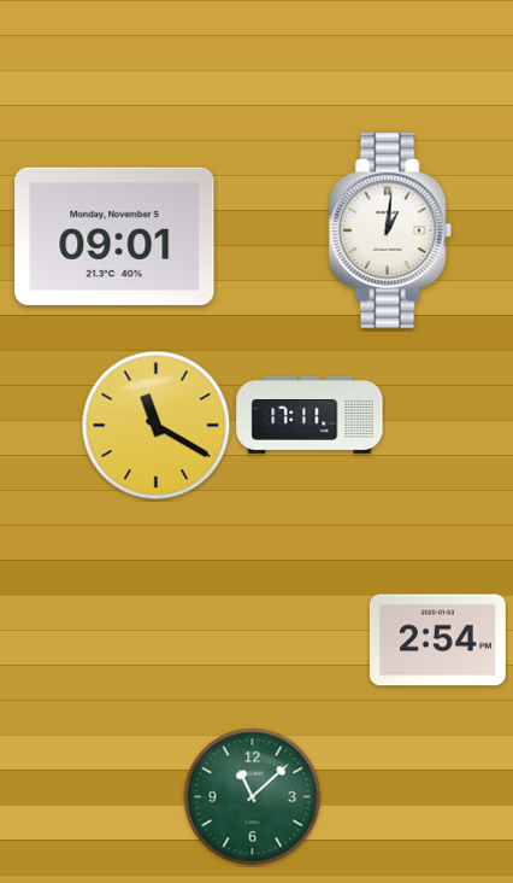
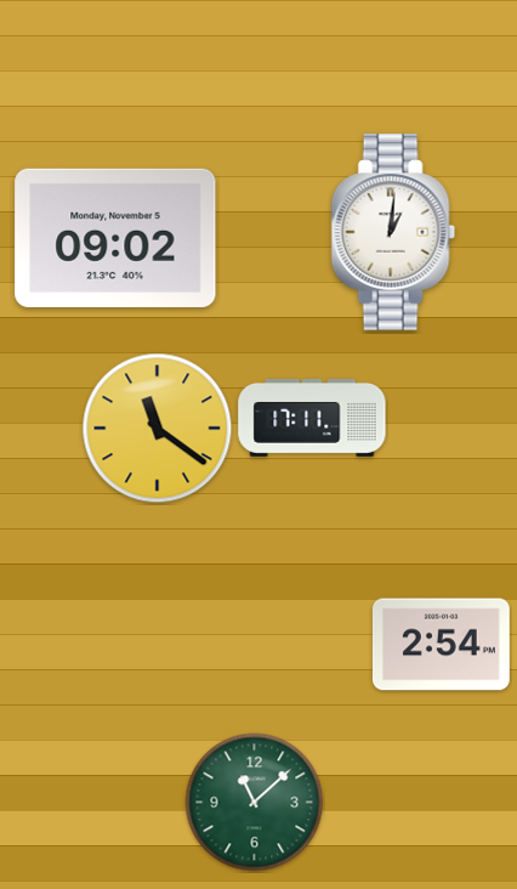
clock at (114, 236): 09:01 -> 09:02
clock at (157, 426): 11:20 -> 11:21
